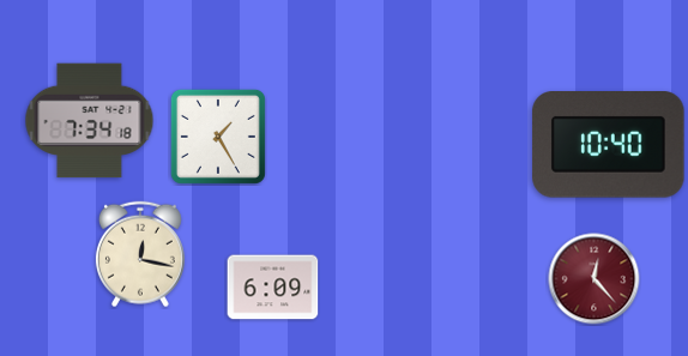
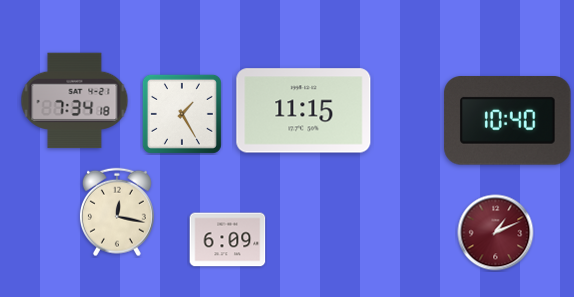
clock at (304, 111): none -> 11:15
clock at (595, 279): 12:23 -> 1:11
